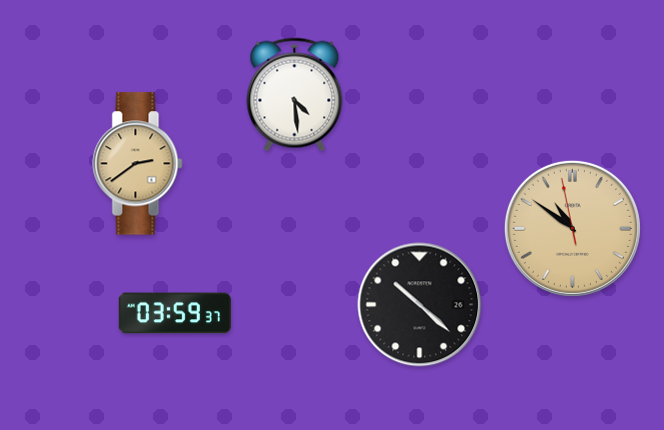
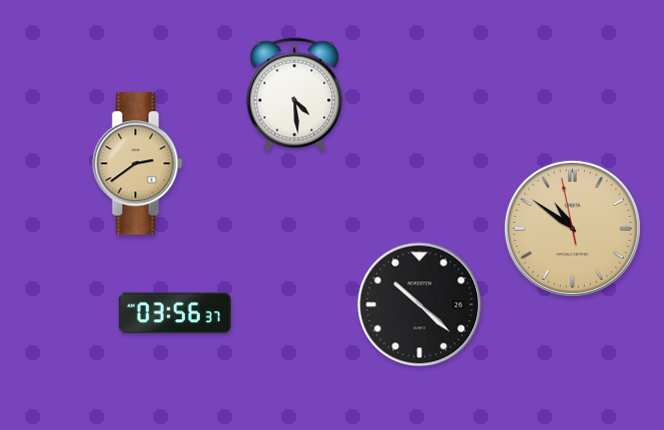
clock at (175, 313): 03:59 -> 03:56
